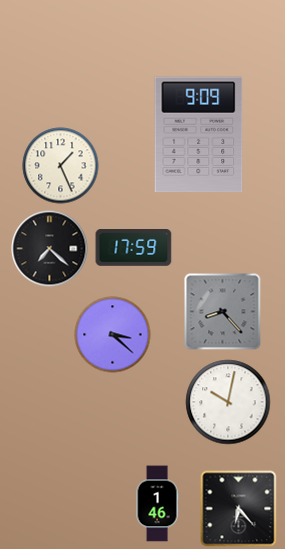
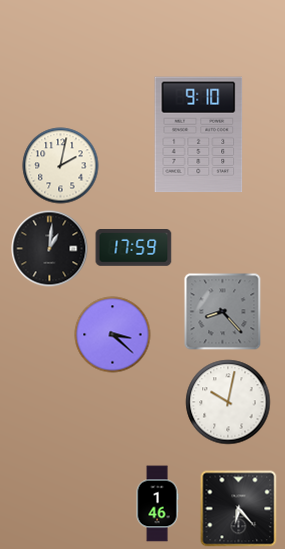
clock at (199, 135): 9:09 -> 9:10
clock at (61, 166): 1:26 -> 2:02
clock at (50, 249): 7:22 -> 1:01
